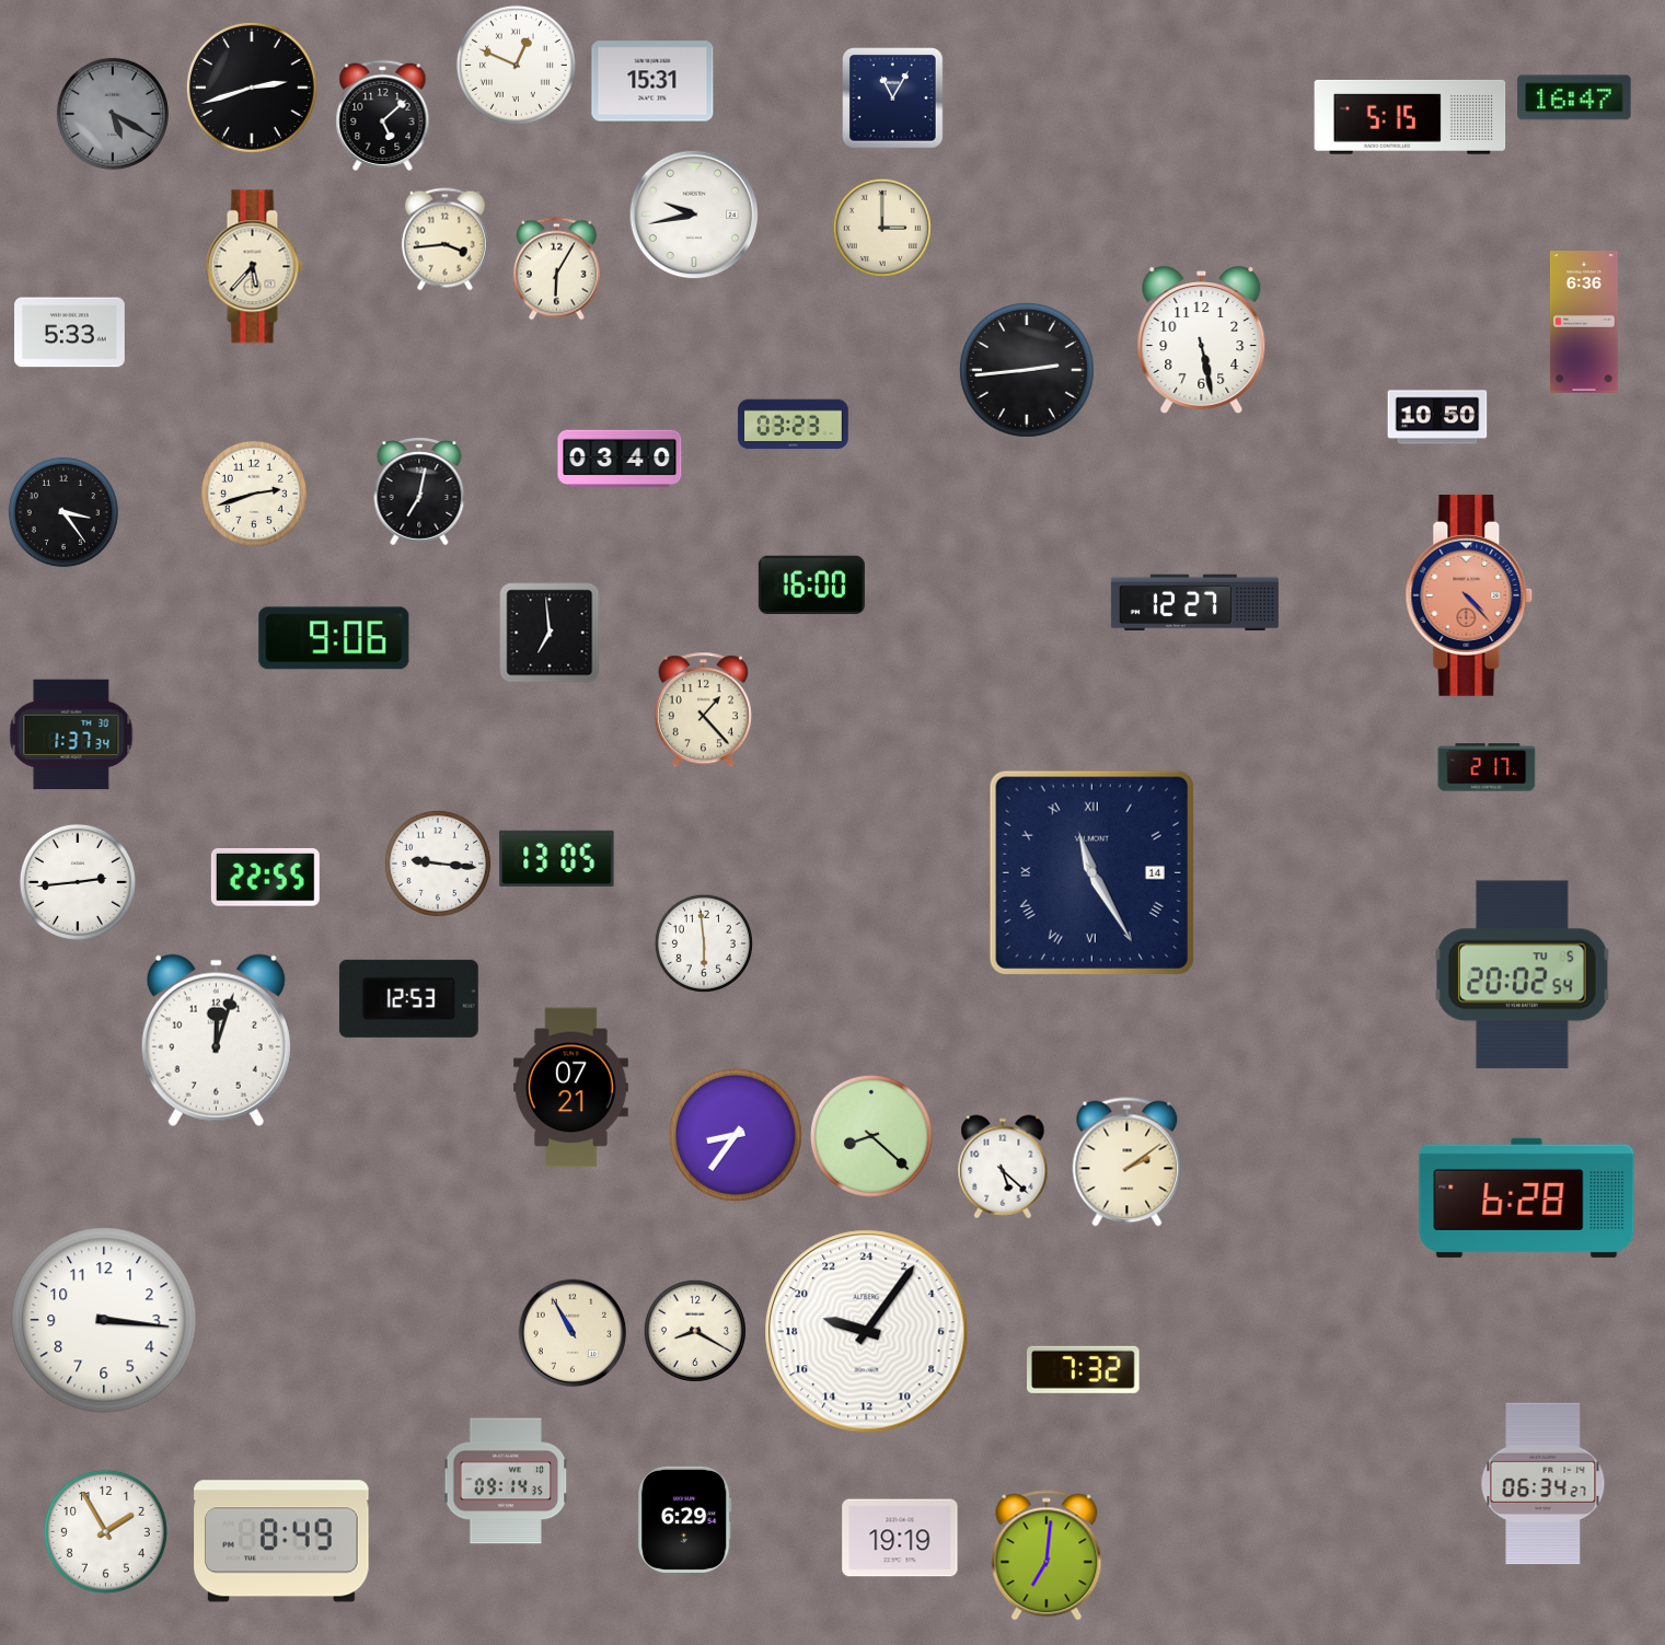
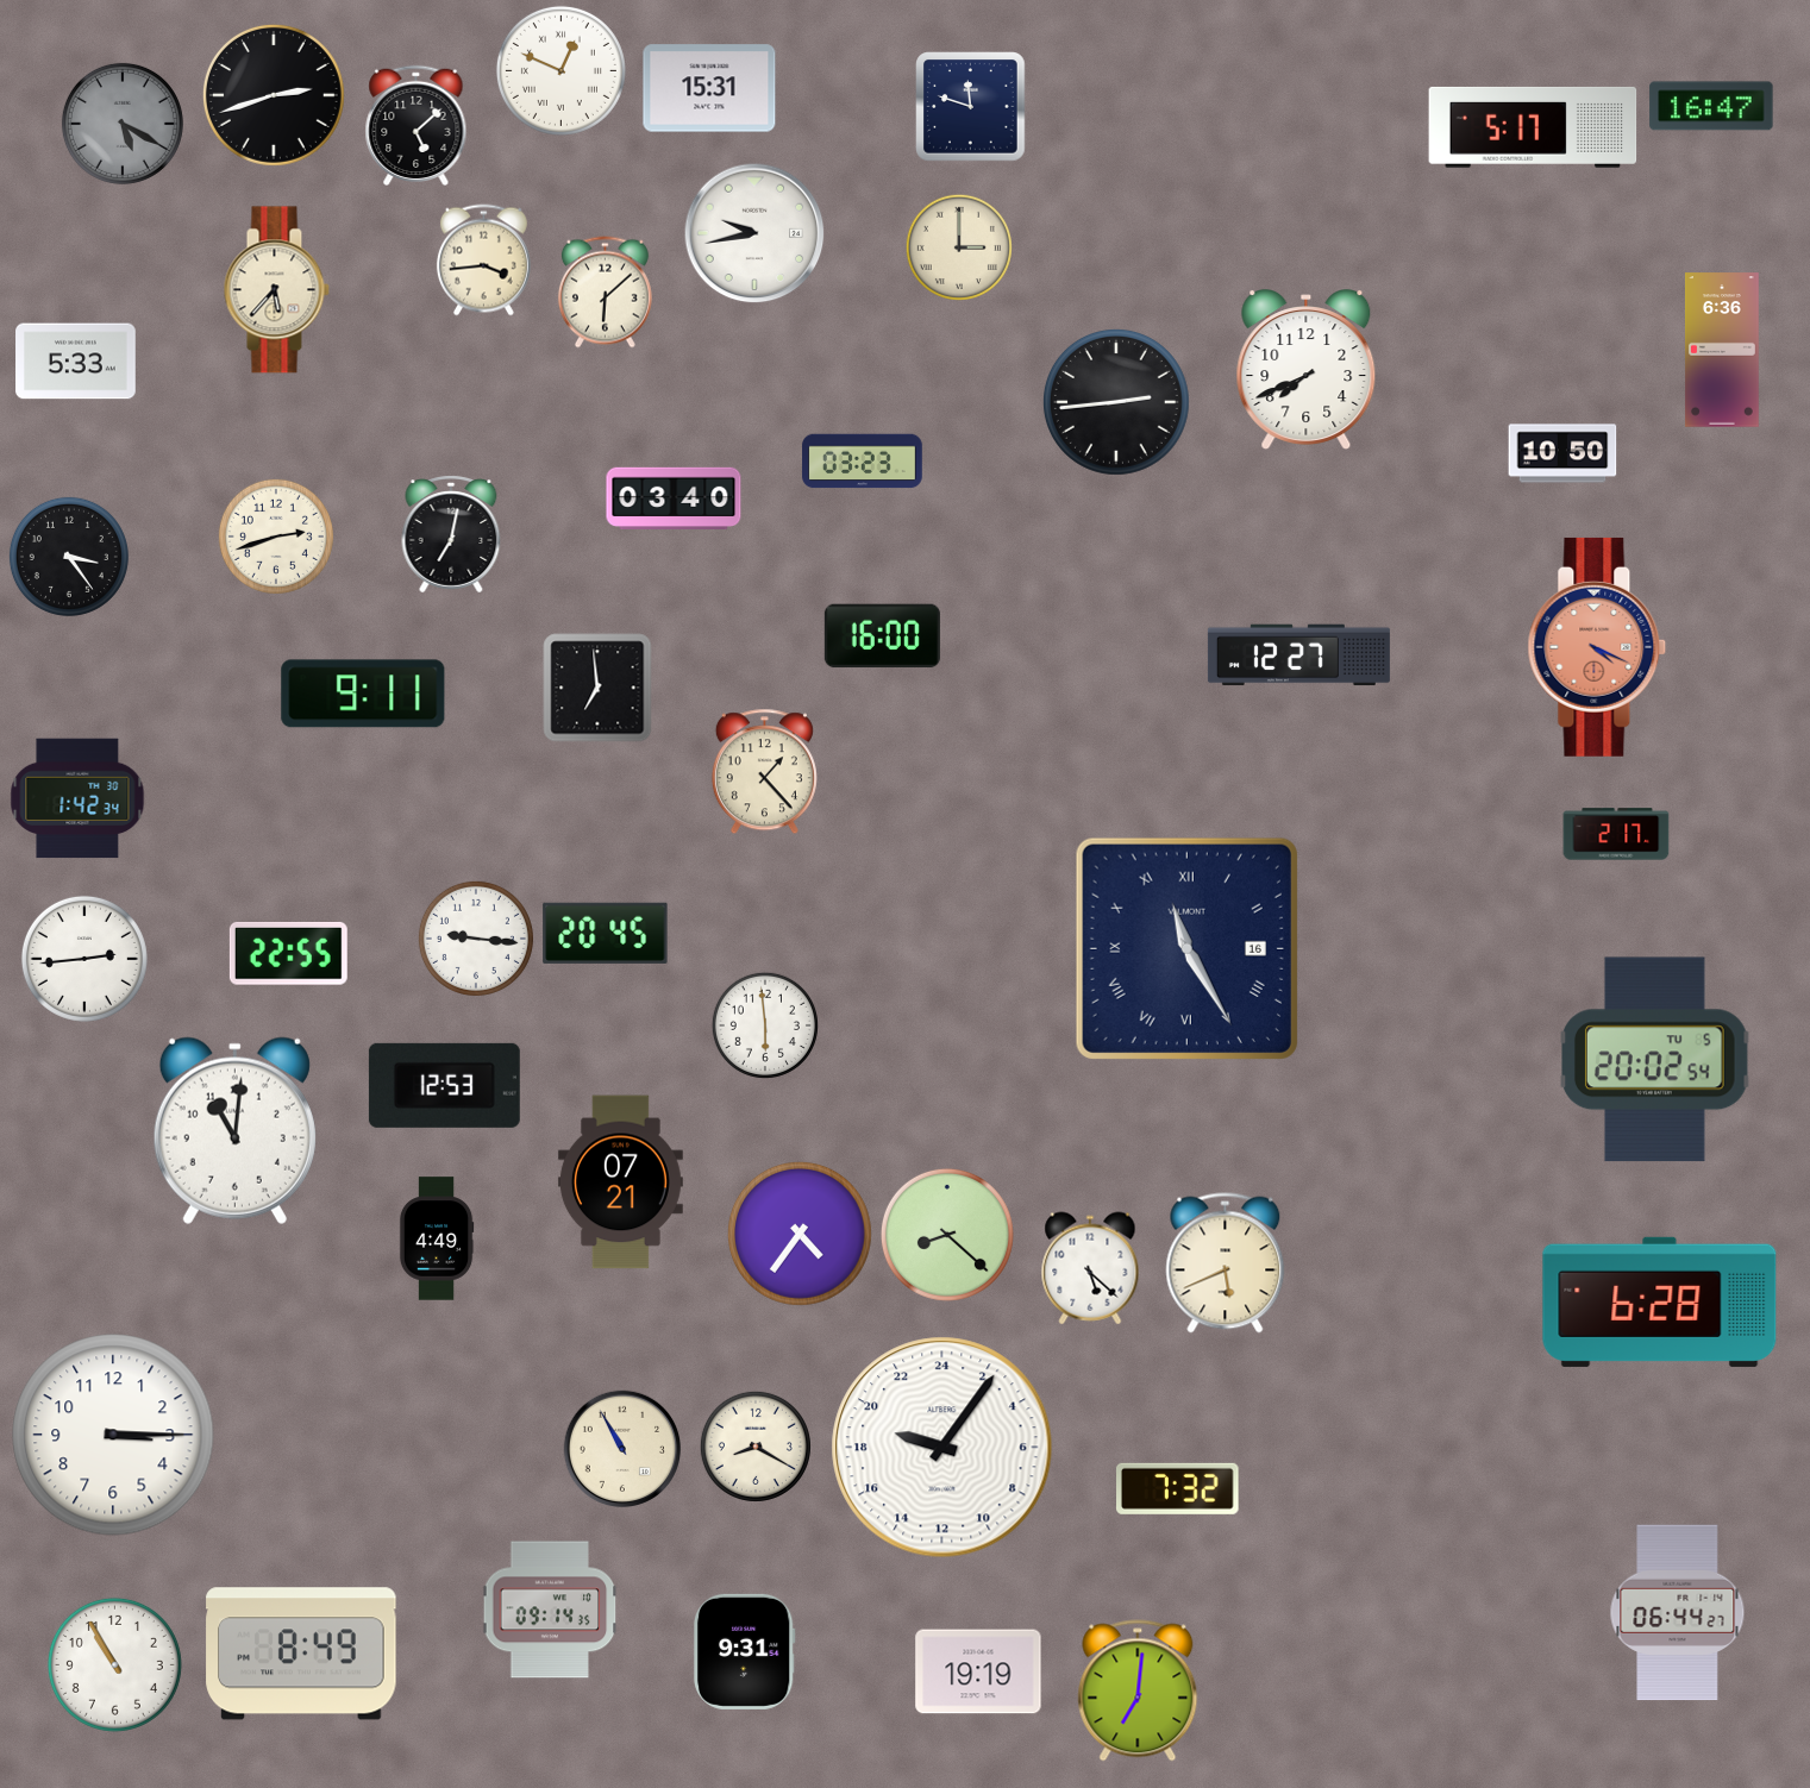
clock at (893, 99): 11:05 -> 11:48
clock at (1410, 117): 5:15 -> 5:17
clock at (556, 269): 6:05 -> 6:08
clock at (1202, 340): 5:28 -> 7:41
clock at (419, 491) position: (419, 491) -> (451, 534)
clock at (1469, 595): 4:23 -> 4:19
clock at (334, 638): 9:06 -> 9:11
clock at (71, 734): 1:37 -> 1:42
clock at (557, 858): 13:05 -> 20:45
clock at (1091, 872) date: 14 -> 16
clock at (216, 1040): 12:03 -> 11:01
clock at (736, 1135): 8:36 -> 4:36
clock at (437, 1238): none -> 4:49
clock at (1128, 1162): 2:09 -> 5:41
clock at (104, 1320): 3:16 -> 3:15
clock at (1543, 1484): 06:34 -> 06:44
clock at (684, 1519): 6:29 -> 9:31
clock at (105, 1531): 1:55 -> 10:55
clock at (281, 1541) position: (281, 1541) -> (301, 1654)
